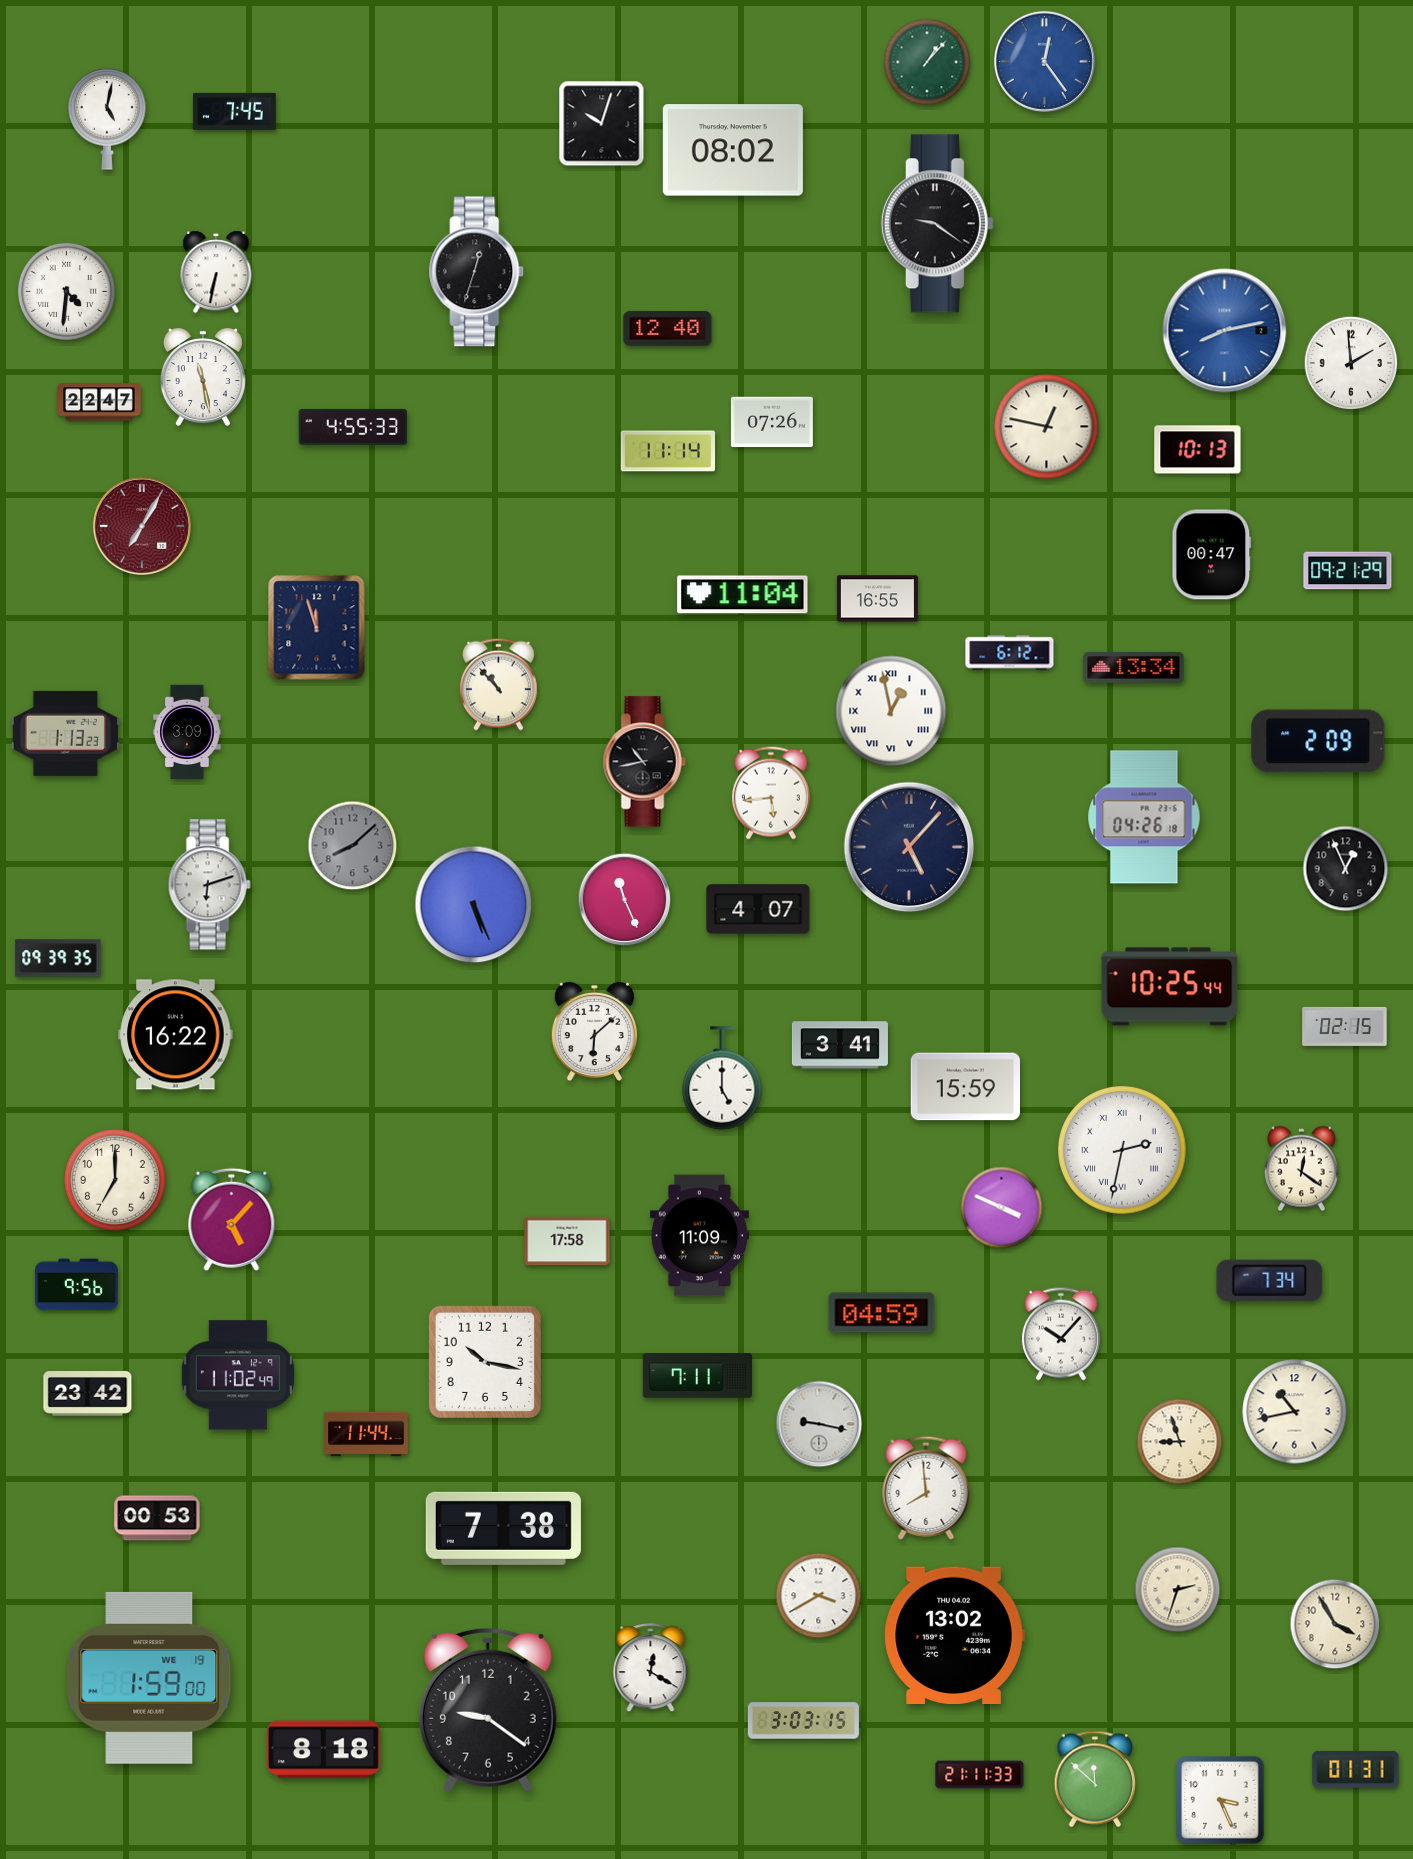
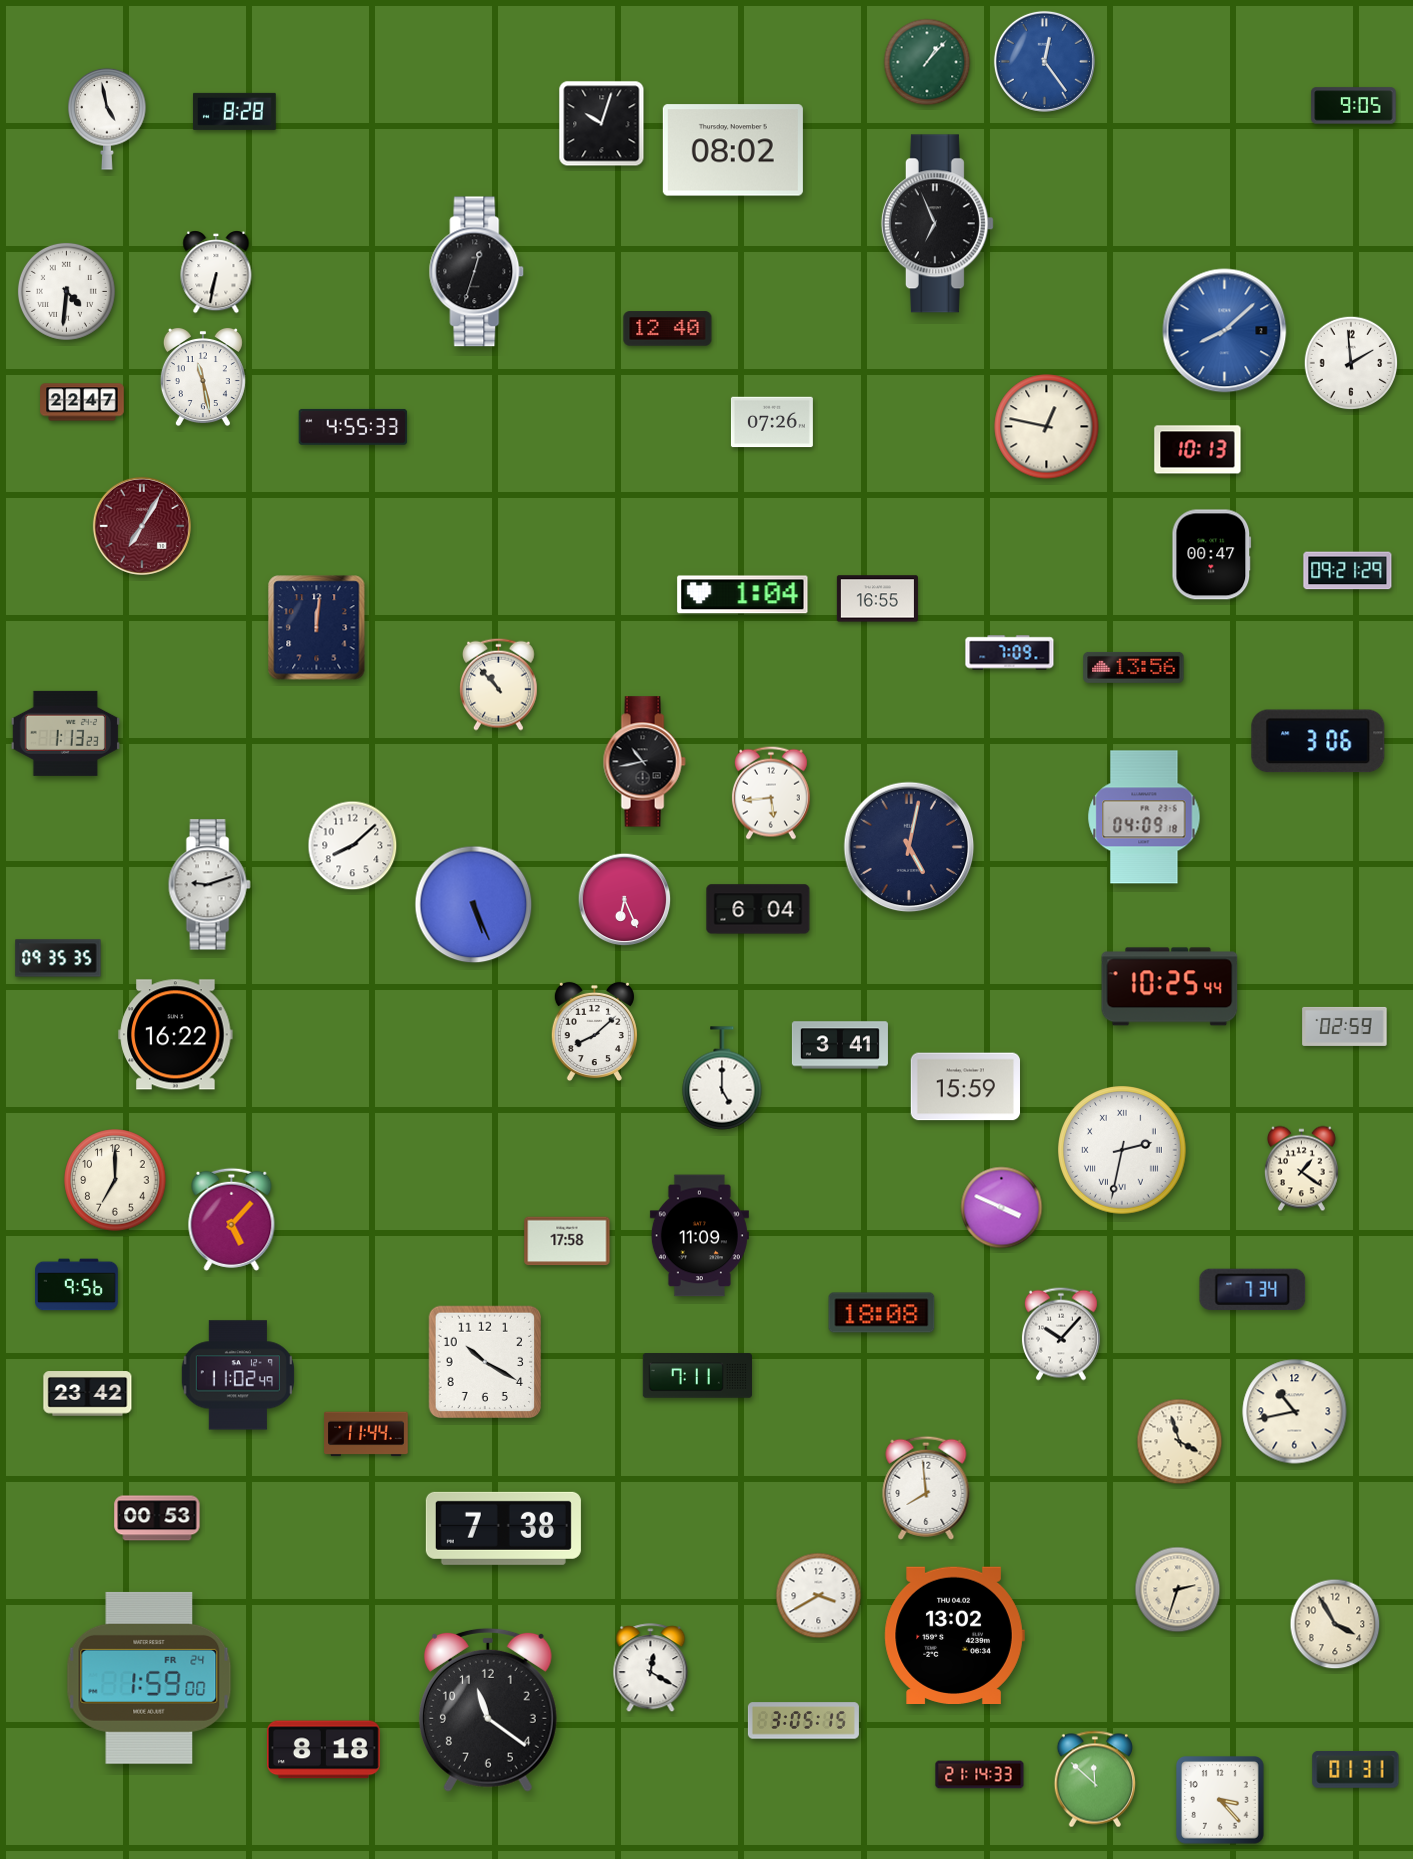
clock at (1354, 106): none -> 9:05
clock at (234, 111): 7:45 -> 8:28
clock at (107, 119): 5:02 -> 4:58
clock at (937, 224): 9:21 -> 6:56
clock at (1225, 331): 8:13 -> 8:08
clock at (99, 402) position: (99, 402) -> (82, 402)
clock at (668, 451): 11:14 -> none
clock at (743, 595): 11:04 -> 1:04
clock at (317, 628): 11:57 -> 12:01
clock at (1010, 653): 6:12 -> 7:09
clock at (1134, 667): 13:34 -> 13:56
clock at (891, 711): 12:58 -> none
clock at (187, 732): 3:09 -> none
clock at (1318, 741): 2:09 -> 3:06
clock at (1144, 817): 04:26 -> 04:09
clock at (353, 846) dial: grey -> white
clock at (909, 847): 5:07 -> 5:02
clock at (1346, 869): 12:56 -> none
clock at (209, 885): 6:12 -> 9:12
clock at (625, 900): 11:26 -> 6:26
clock at (758, 909): 4:07 -> 6:04
clock at (58, 958): 09:39 -> 09:35
clock at (1345, 1026): 02:15 -> 02:59
clock at (594, 1032): 6:08 -> 8:08
clock at (1301, 1169): 12:21 -> 1:21
clock at (1270, 1280) position: (1270, 1280) -> (1253, 1289)
clock at (882, 1313): 04:59 -> 18:08
clock at (484, 1361): 10:17 -> 10:20
clock at (819, 1424): 9:17 -> none
clock at (1180, 1442): 8:57 -> 3:57
clock at (149, 1678) date: WE 19 -> FR 24
clock at (488, 1710): 9:21 -> 11:21
clock at (803, 1721): 3:03 -> 3:05
clock at (980, 1775): 21:11 -> 21:14
clock at (1221, 1801): 3:26 -> 3:23
